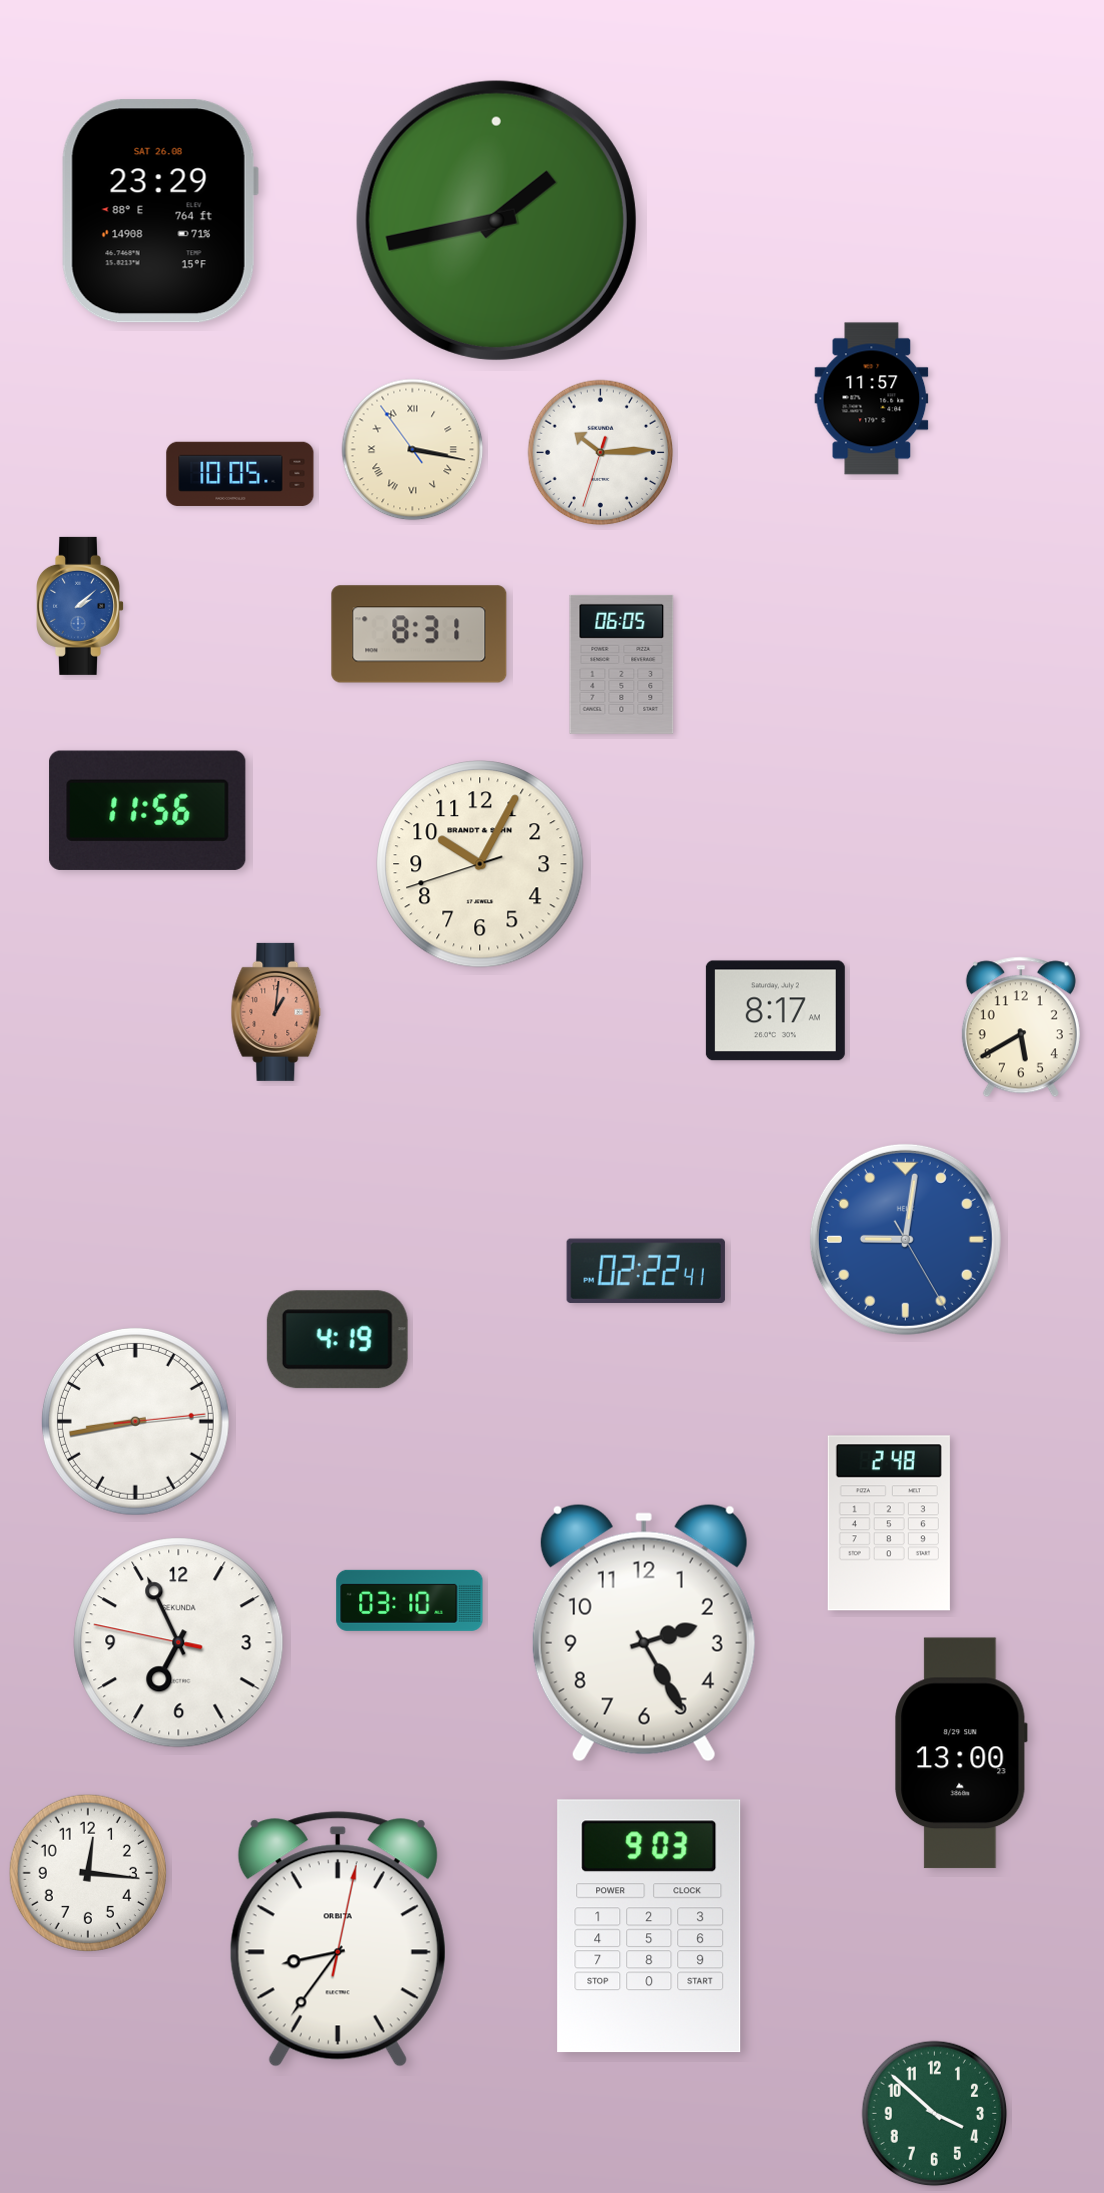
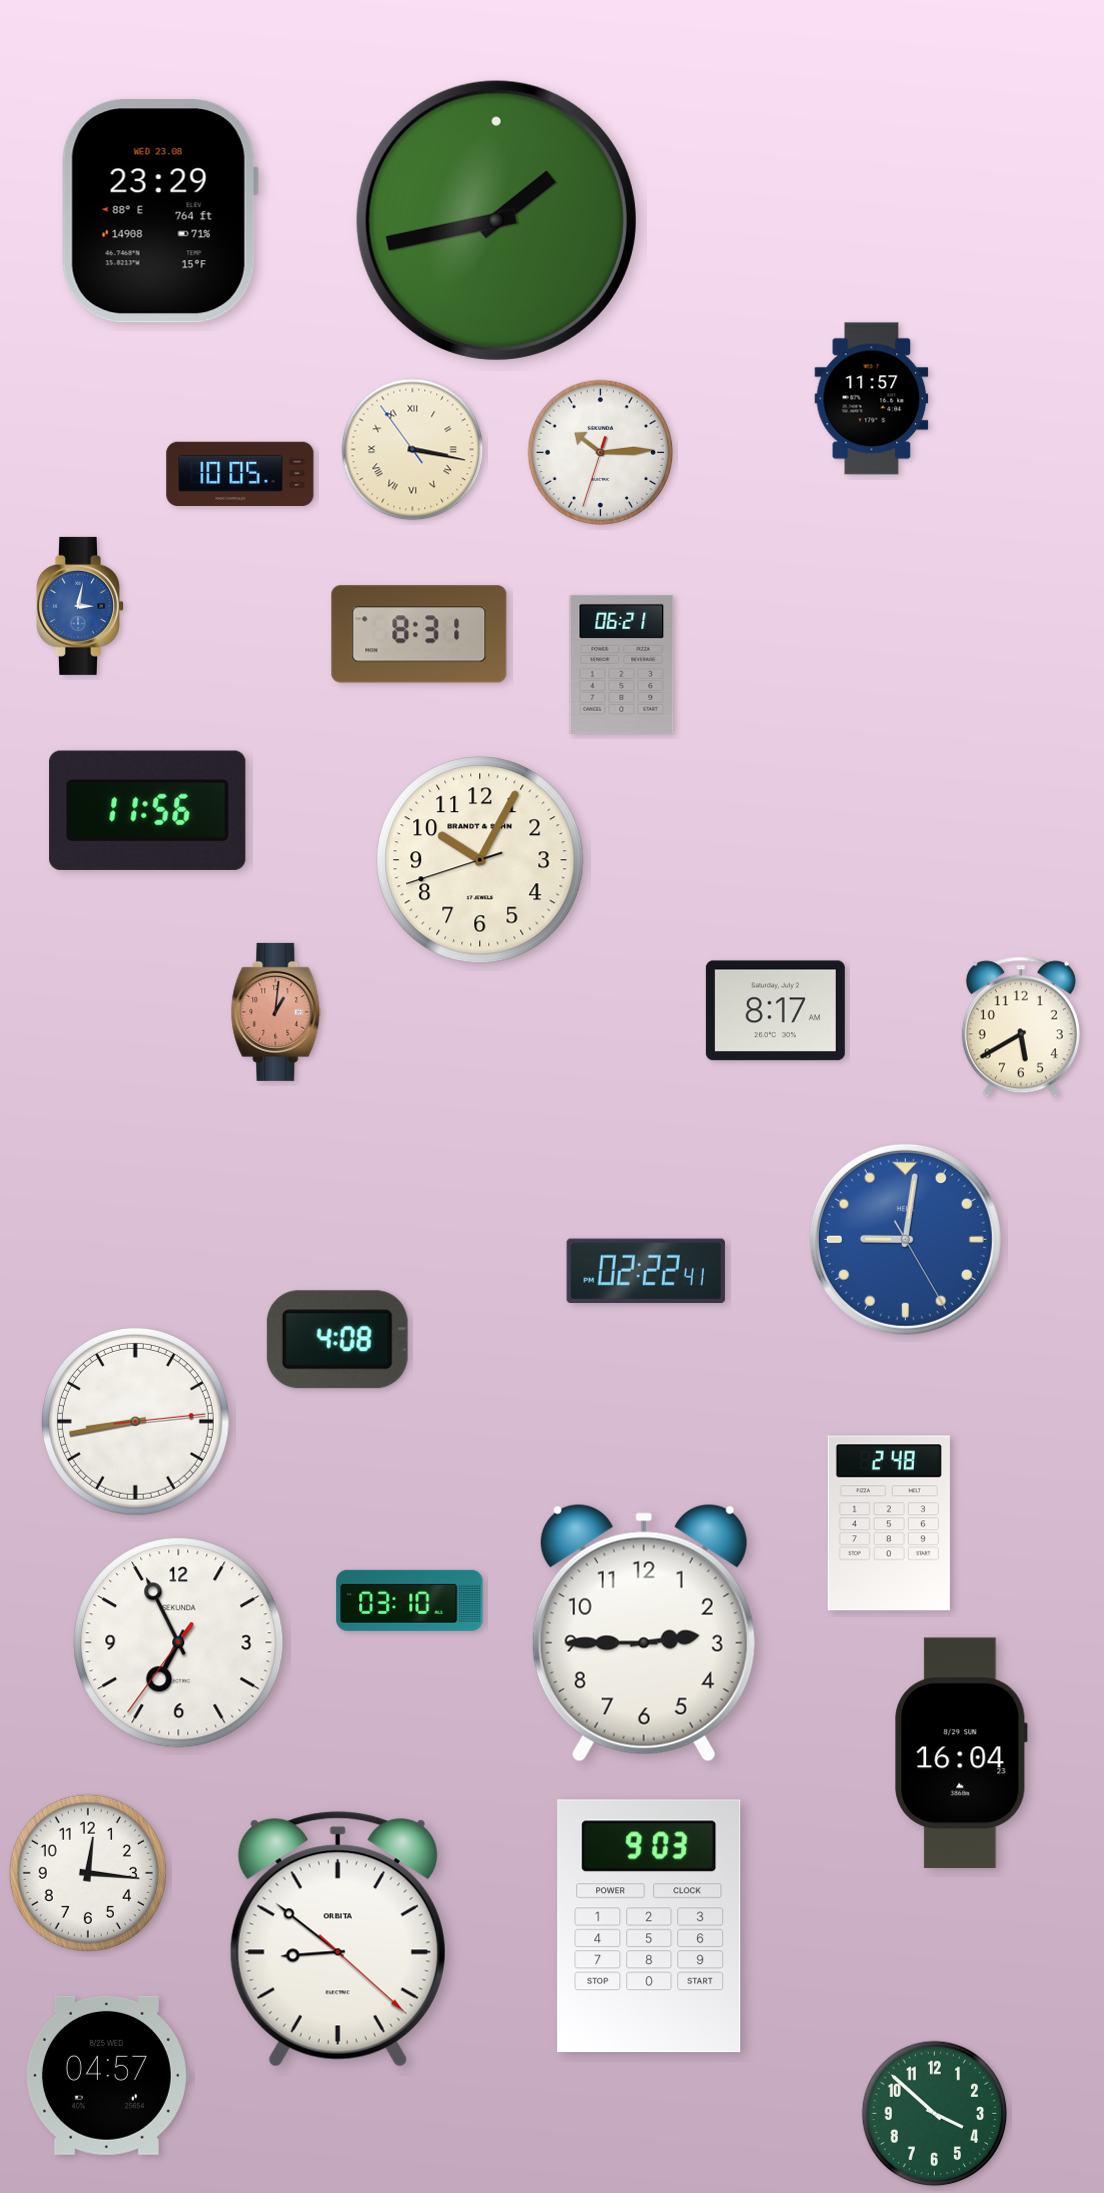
clock at (160, 211) date: SAT 26.08 -> WED 23.08
clock at (81, 606): 2:08 -> 3:02
clock at (622, 664): 06:05 -> 06:21
clock at (480, 864) position: (480, 864) -> (480, 860)
clock at (337, 1340): 4:19 -> 4:08
clock at (644, 1633): 2:25 -> 2:45
clock at (179, 1643): 6:55:47 -> 6:55:36
clock at (961, 1753): 13:00 -> 16:04
clock at (338, 1939): 8:36 -> 8:51
clock at (107, 2075): none -> 04:57
